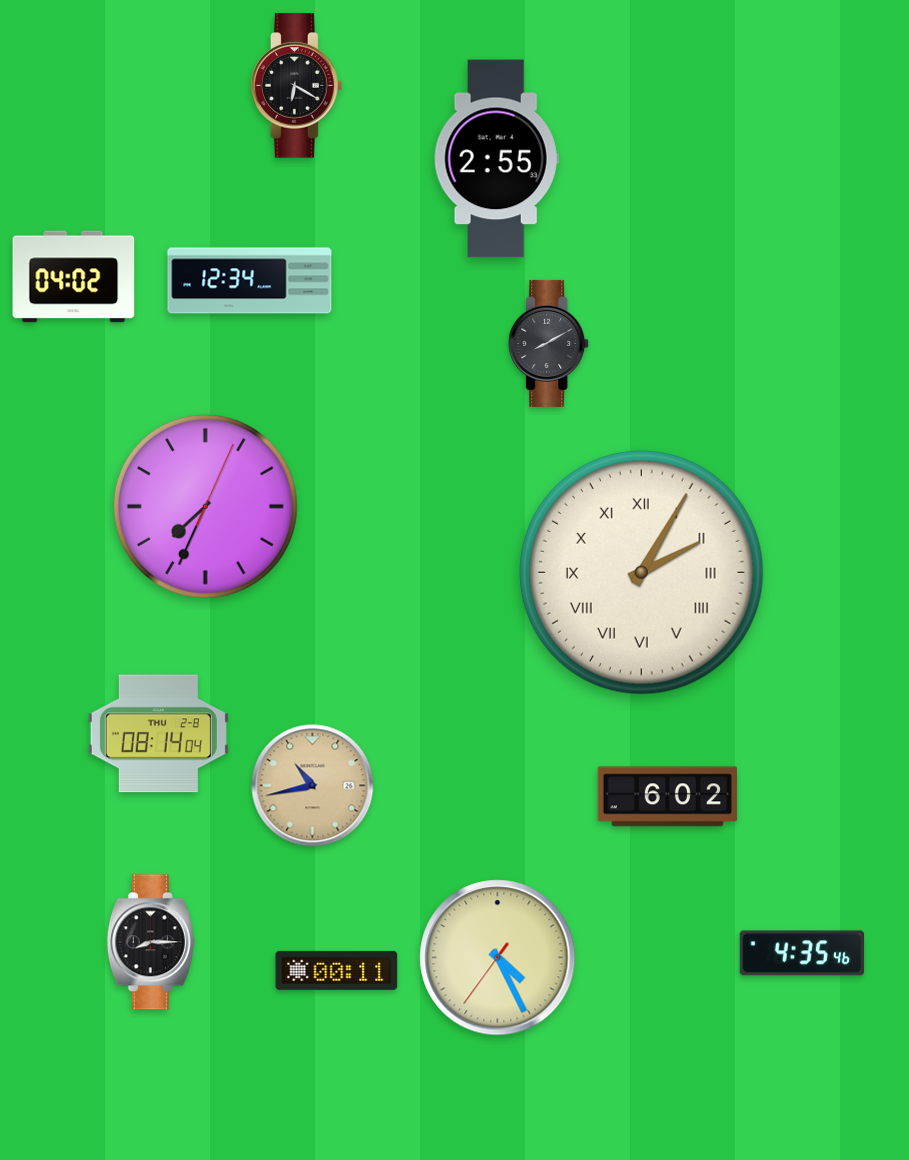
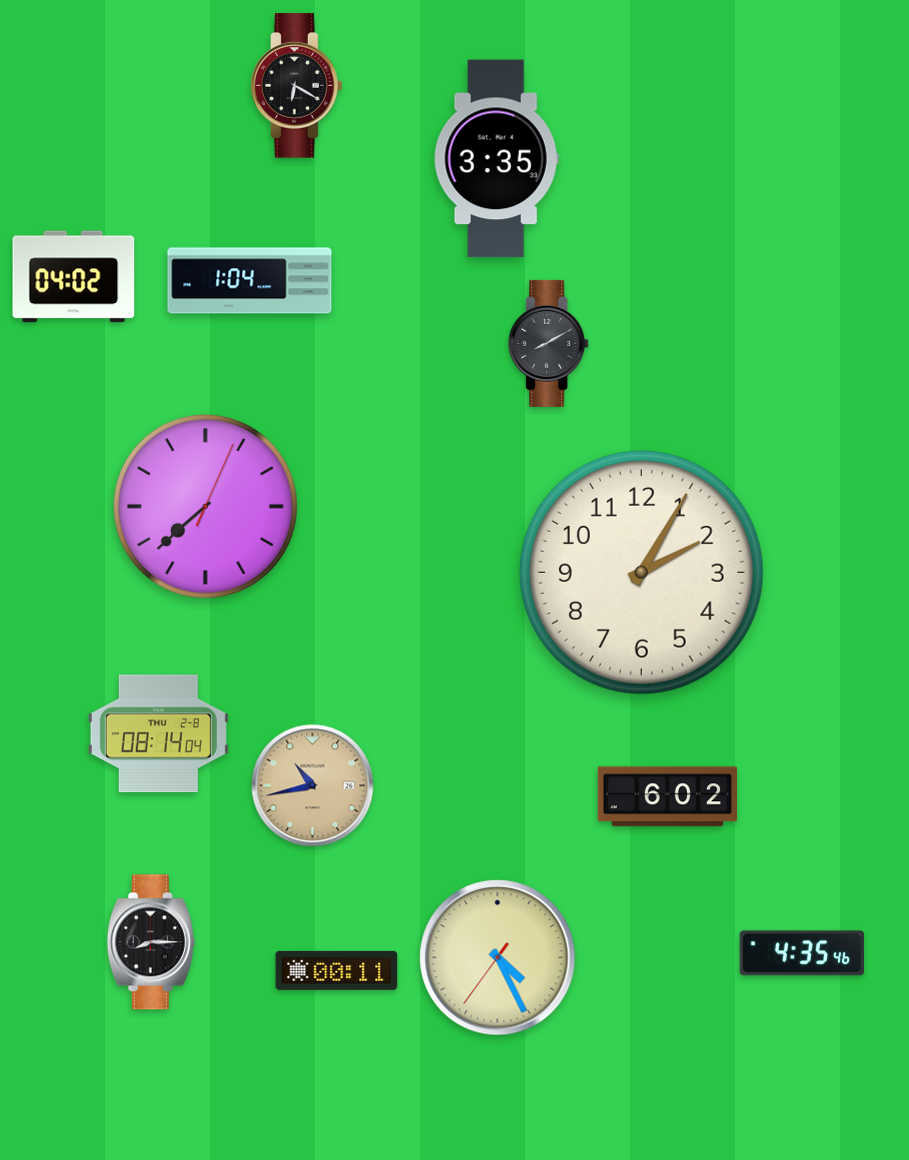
clock at (496, 159): 2:55 -> 3:35
clock at (250, 281): 12:34 -> 1:04
clock at (205, 506): 7:34 -> 7:38
clock at (641, 572) numerals: Roman -> Arabic
